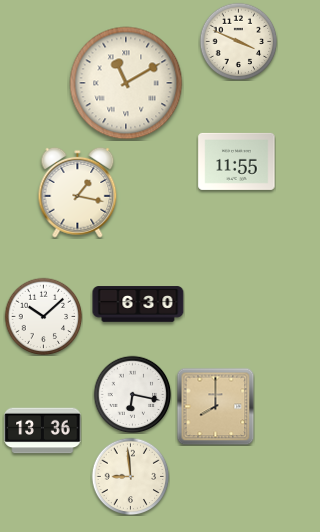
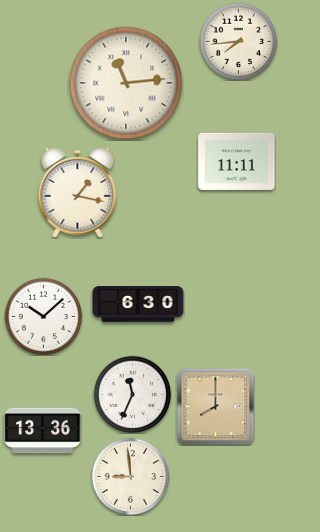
clock at (238, 41): 3:49 -> 7:44
clock at (126, 83): 11:10 -> 11:14
clock at (237, 161): 11:55 -> 11:11
clock at (132, 394): 6:17 -> 11:34
